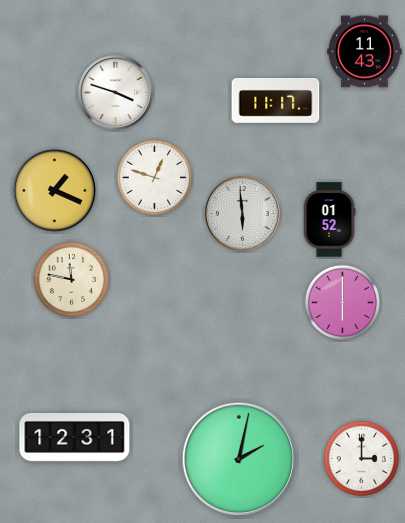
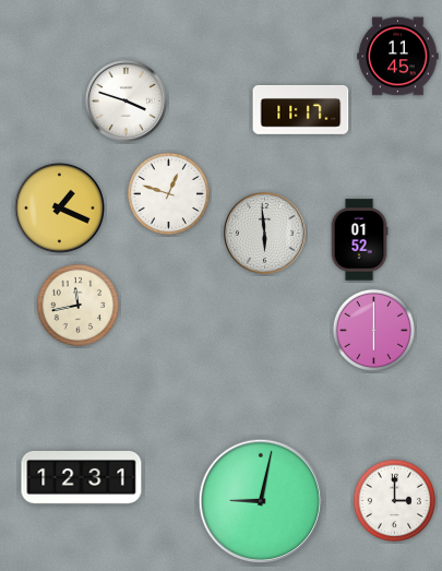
clock at (365, 52): 11:43 -> 11:45
clock at (71, 279): 11:47 -> 11:43
clock at (239, 459): 2:02 -> 9:02
